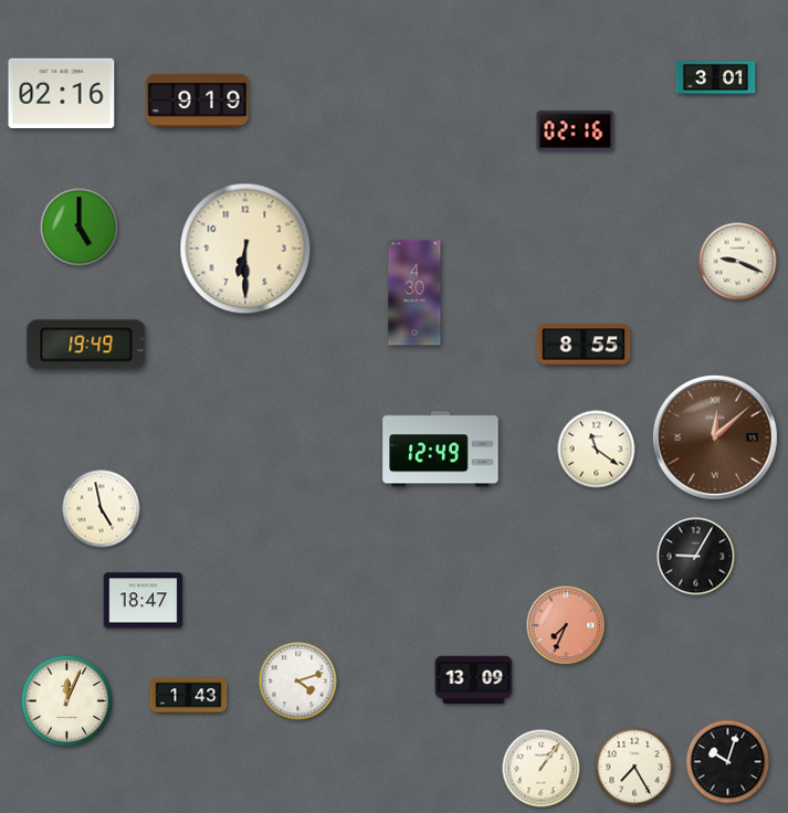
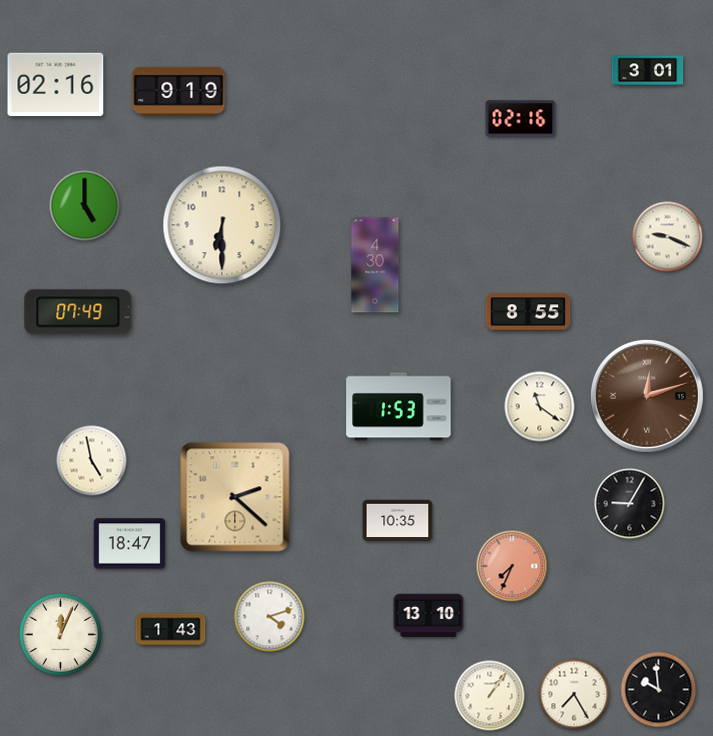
clock at (80, 228) position: (80, 228) -> (85, 206)
clock at (86, 345): 19:49 -> 07:49
clock at (715, 437): 12:08 -> 12:12
clock at (441, 450): 12:49 -> 1:53
clock at (235, 497): none -> 2:22
clock at (398, 521): none -> 10:35
clock at (474, 680): 13:09 -> 13:10
clock at (728, 762): 10:03 -> 9:59
